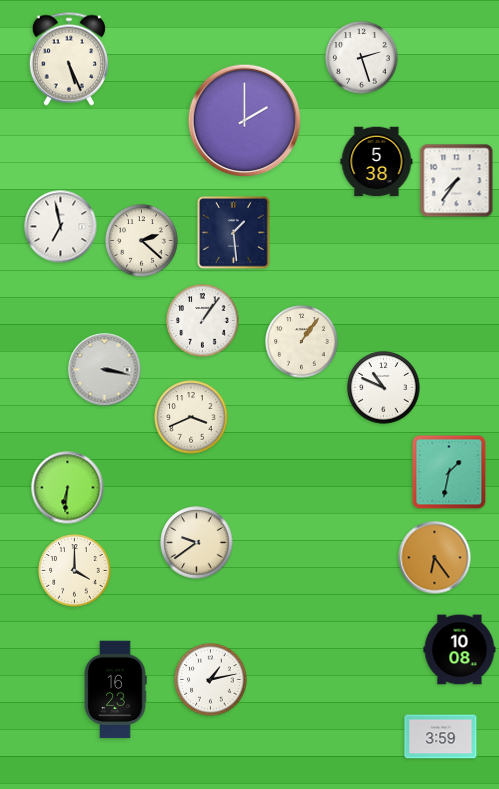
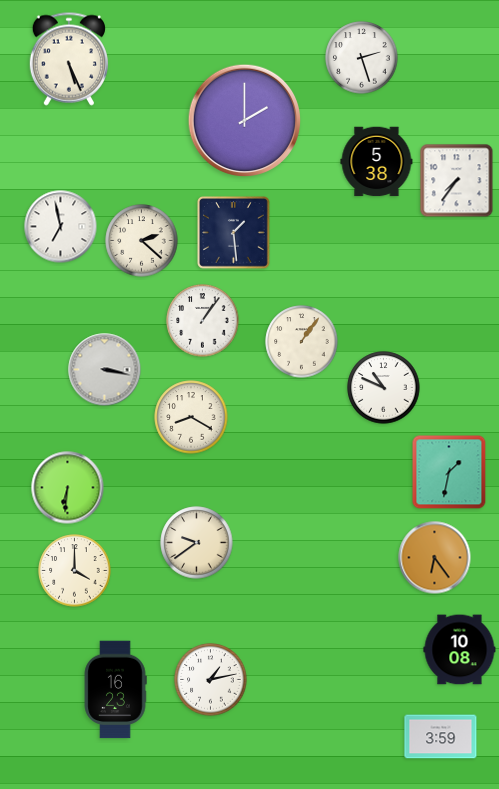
clock at (191, 417): 3:41 -> 8:20
